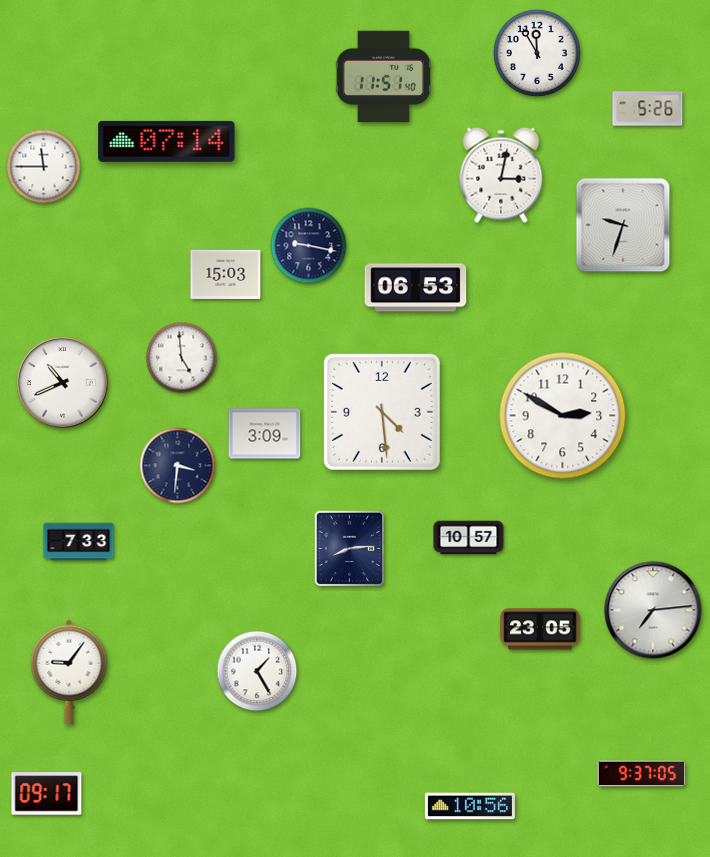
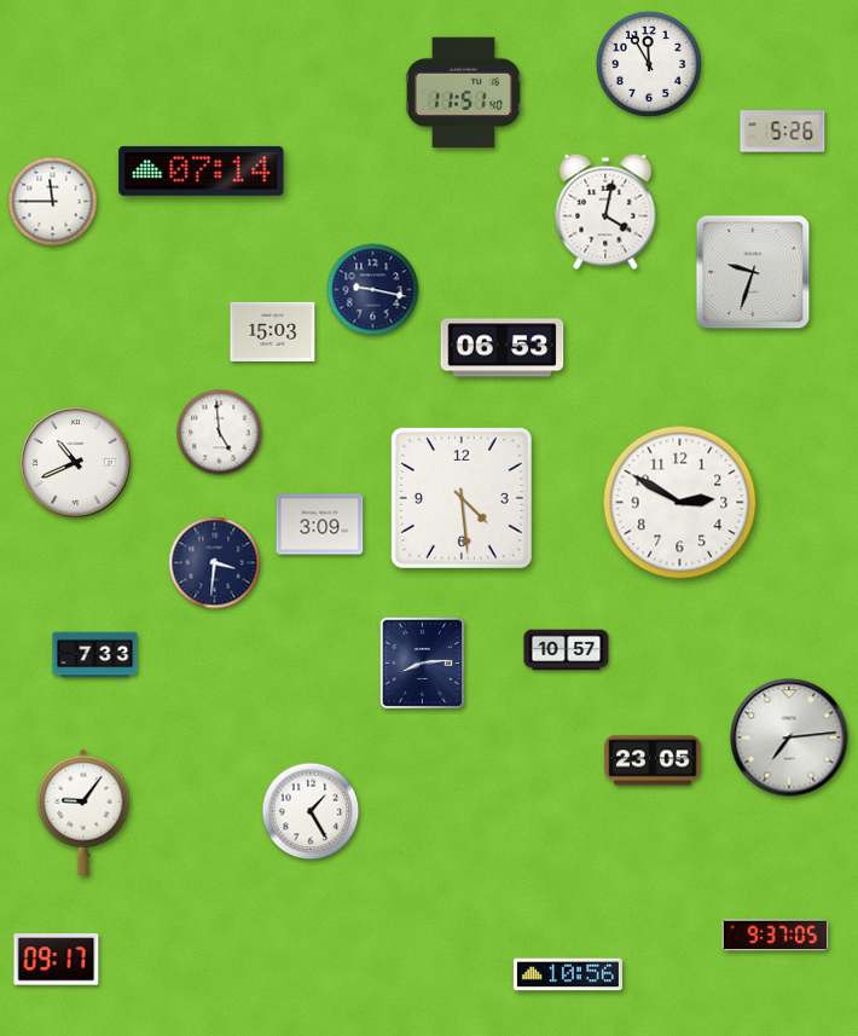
clock at (501, 175): 3:02 -> 4:02
clock at (309, 246) position: (309, 246) -> (373, 290)
